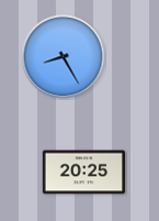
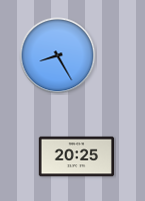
clock at (64, 57) position: (64, 57) -> (58, 56)
